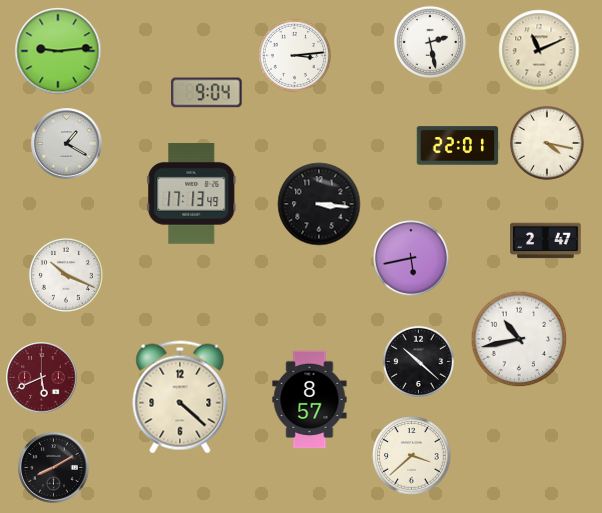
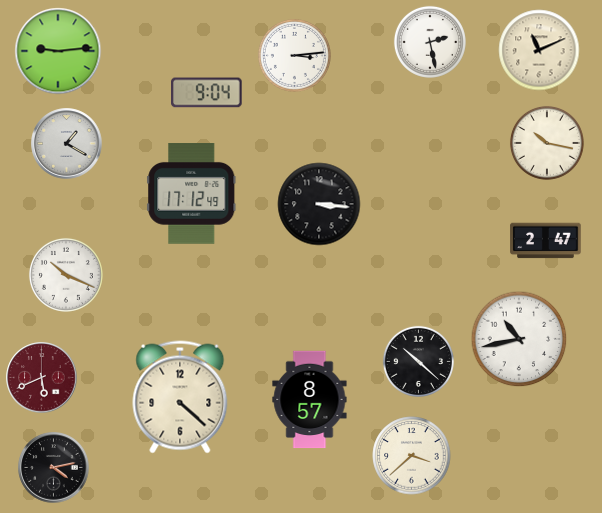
clock at (547, 143): 4:17 -> 10:17
clock at (458, 146): 22:01 -> none
clock at (192, 194): 17:13 -> 17:12
clock at (412, 259): 5:43 -> none
clock at (54, 468): 8:10 -> 4:13
